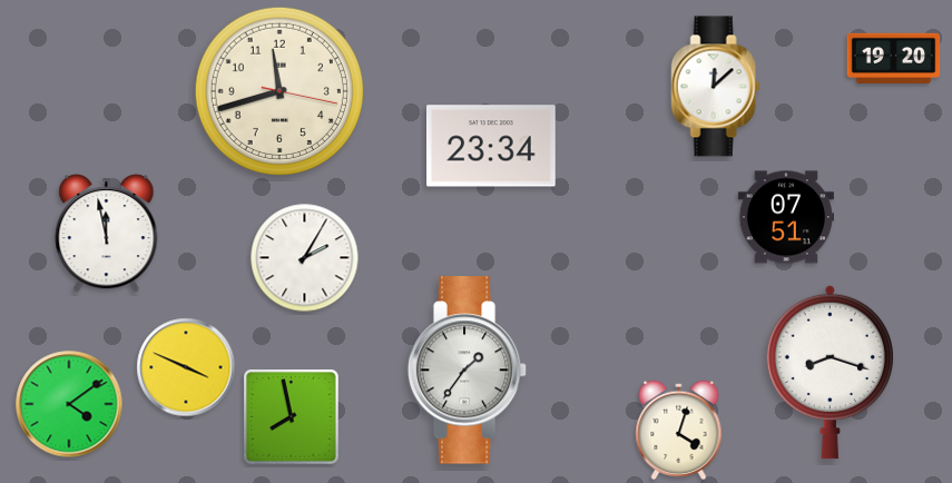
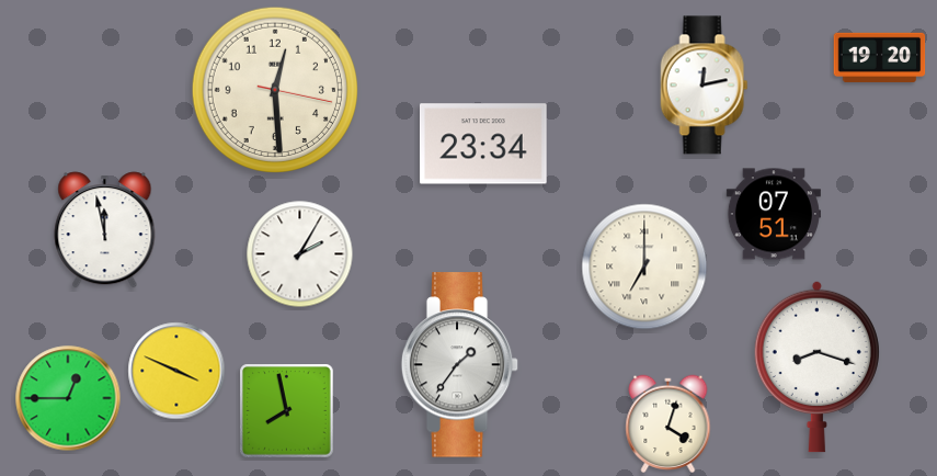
clock at (716, 87): 12:08 -> 12:13
clock at (279, 91): 11:42 -> 12:29
clock at (644, 267): none -> 7:00
clock at (186, 367) position: (186, 367) -> (176, 371)
clock at (69, 404): 4:09 -> 12:45
